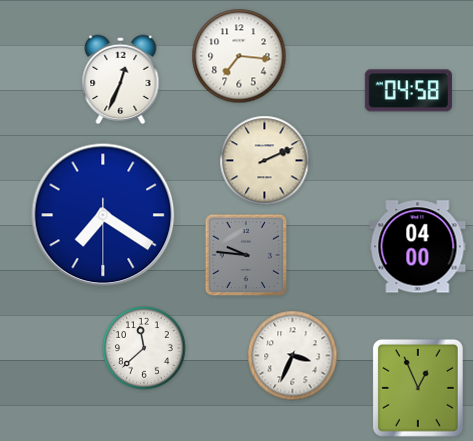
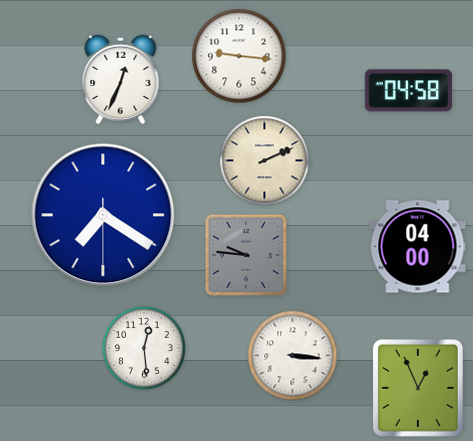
clock at (239, 56): 7:16 -> 9:16
clock at (144, 348): 11:38 -> 12:29
clock at (293, 356): 3:34 -> 3:16
